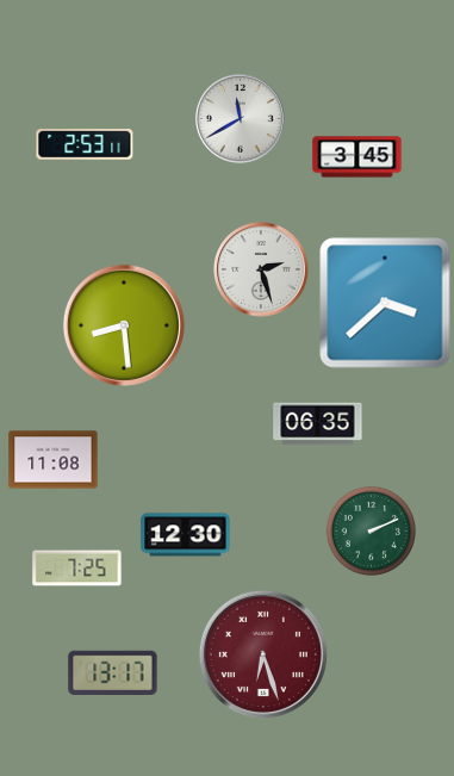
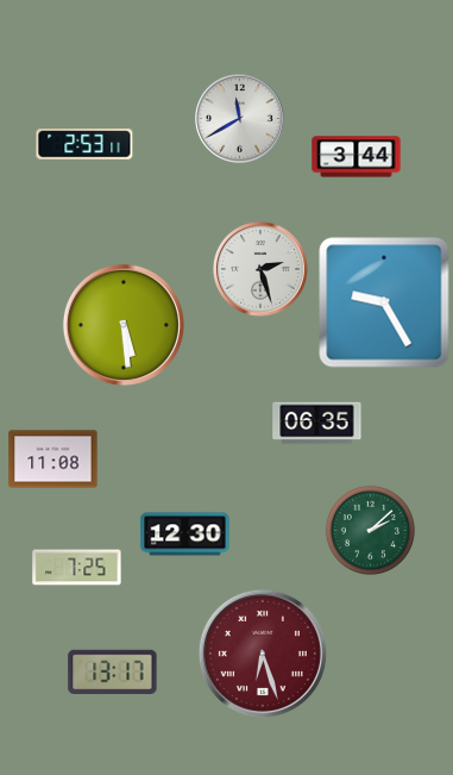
clock at (357, 157): 3:45 -> 3:44
clock at (385, 303): 3:38 -> 9:25
clock at (124, 325): 8:29 -> 5:29
clock at (371, 530): 2:11 -> 2:08
